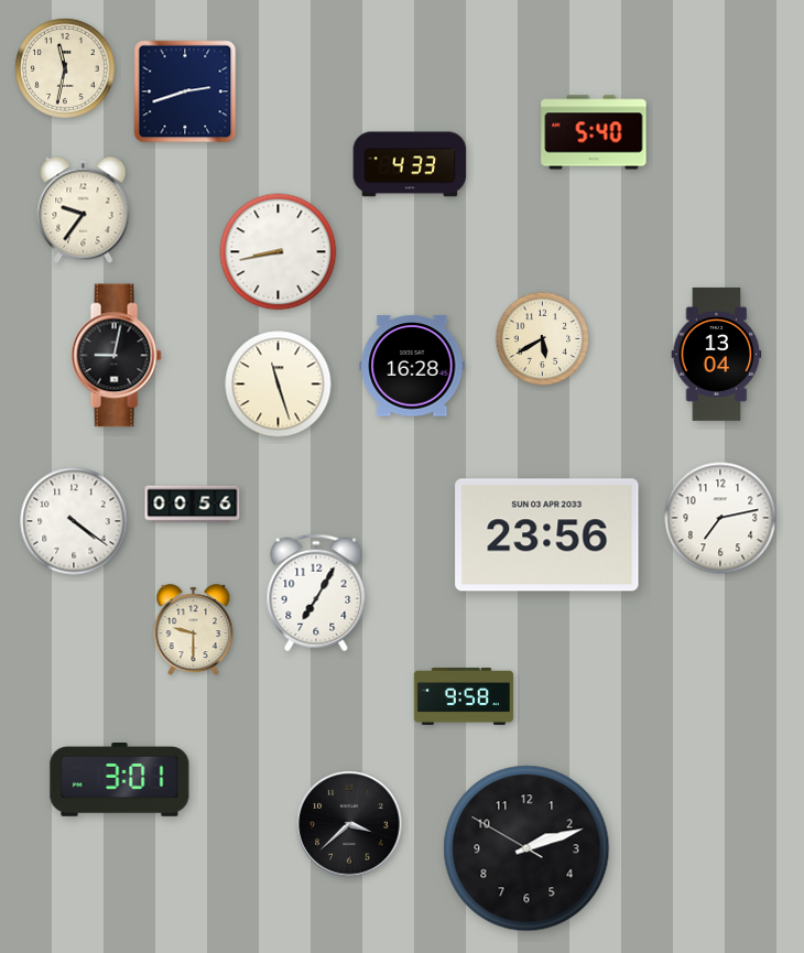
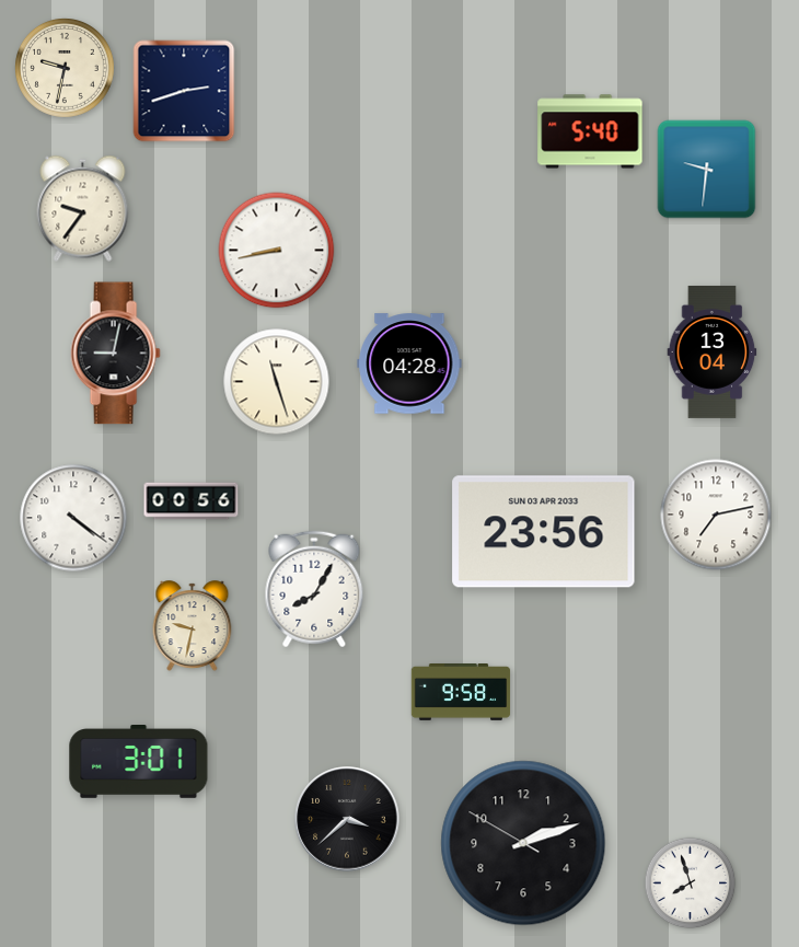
clock at (66, 69): 11:32 -> 9:32
clock at (410, 164): 4:33 -> none
clock at (707, 170): none -> 9:31
clock at (543, 339): 5:40 -> none
clock at (412, 366): 16:28 -> 04:28
clock at (316, 593): 7:05 -> 8:05
clock at (194, 630): 9:30 -> 9:32
clock at (120, 780) position: (120, 780) -> (139, 762)
clock at (691, 884): none -> 7:57
